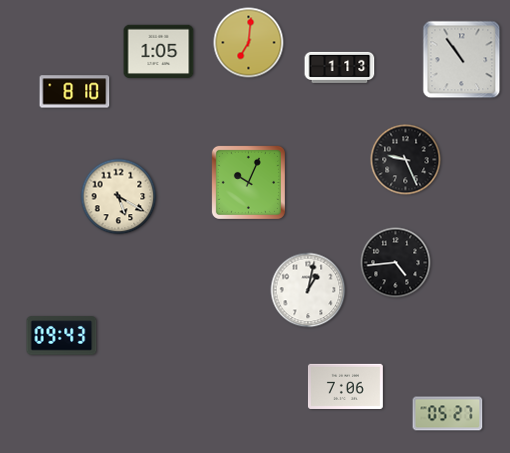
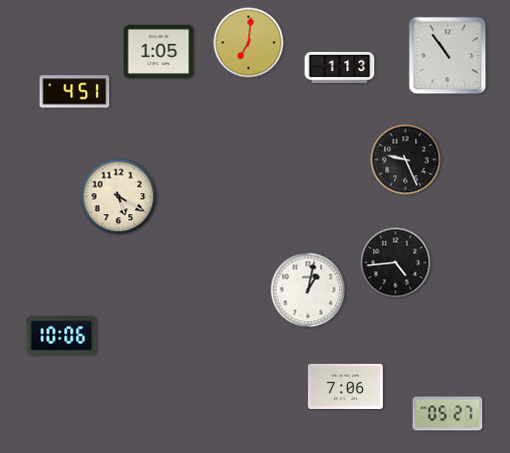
clock at (462, 60) position: (462, 60) -> (448, 56)
clock at (75, 92): 8:10 -> 4:51
clock at (248, 182): 10:04 -> none
clock at (62, 336): 09:43 -> 10:06
